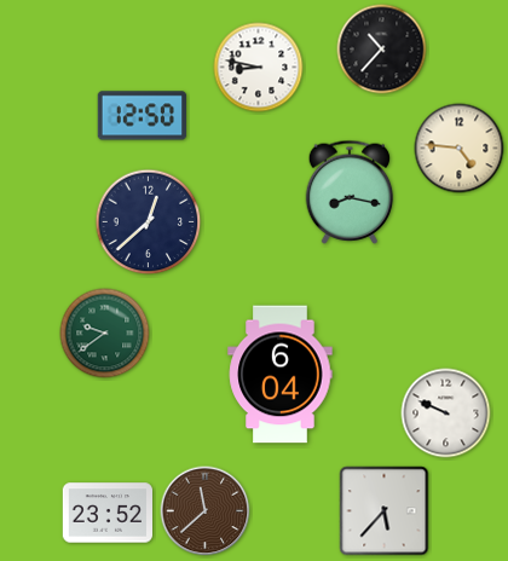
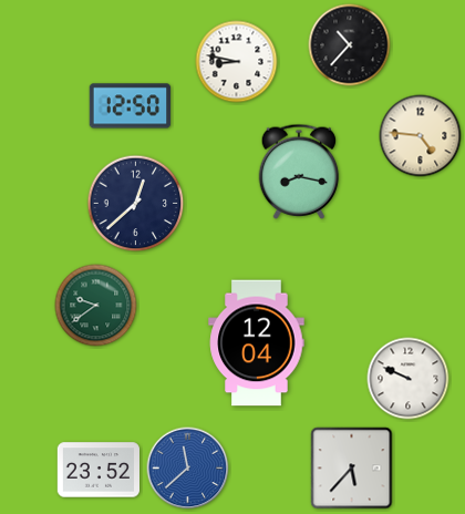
clock at (350, 192) position: (350, 192) -> (299, 172)
clock at (281, 375): 6:04 -> 12:04
clock at (206, 511) dial: brown -> blue
